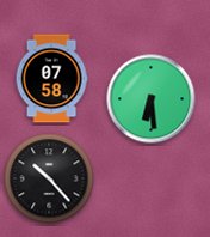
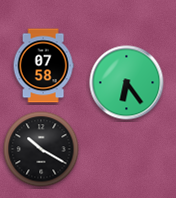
clock at (152, 99): 6:29 -> 6:24
clock at (49, 178): 10:23 -> 10:20
